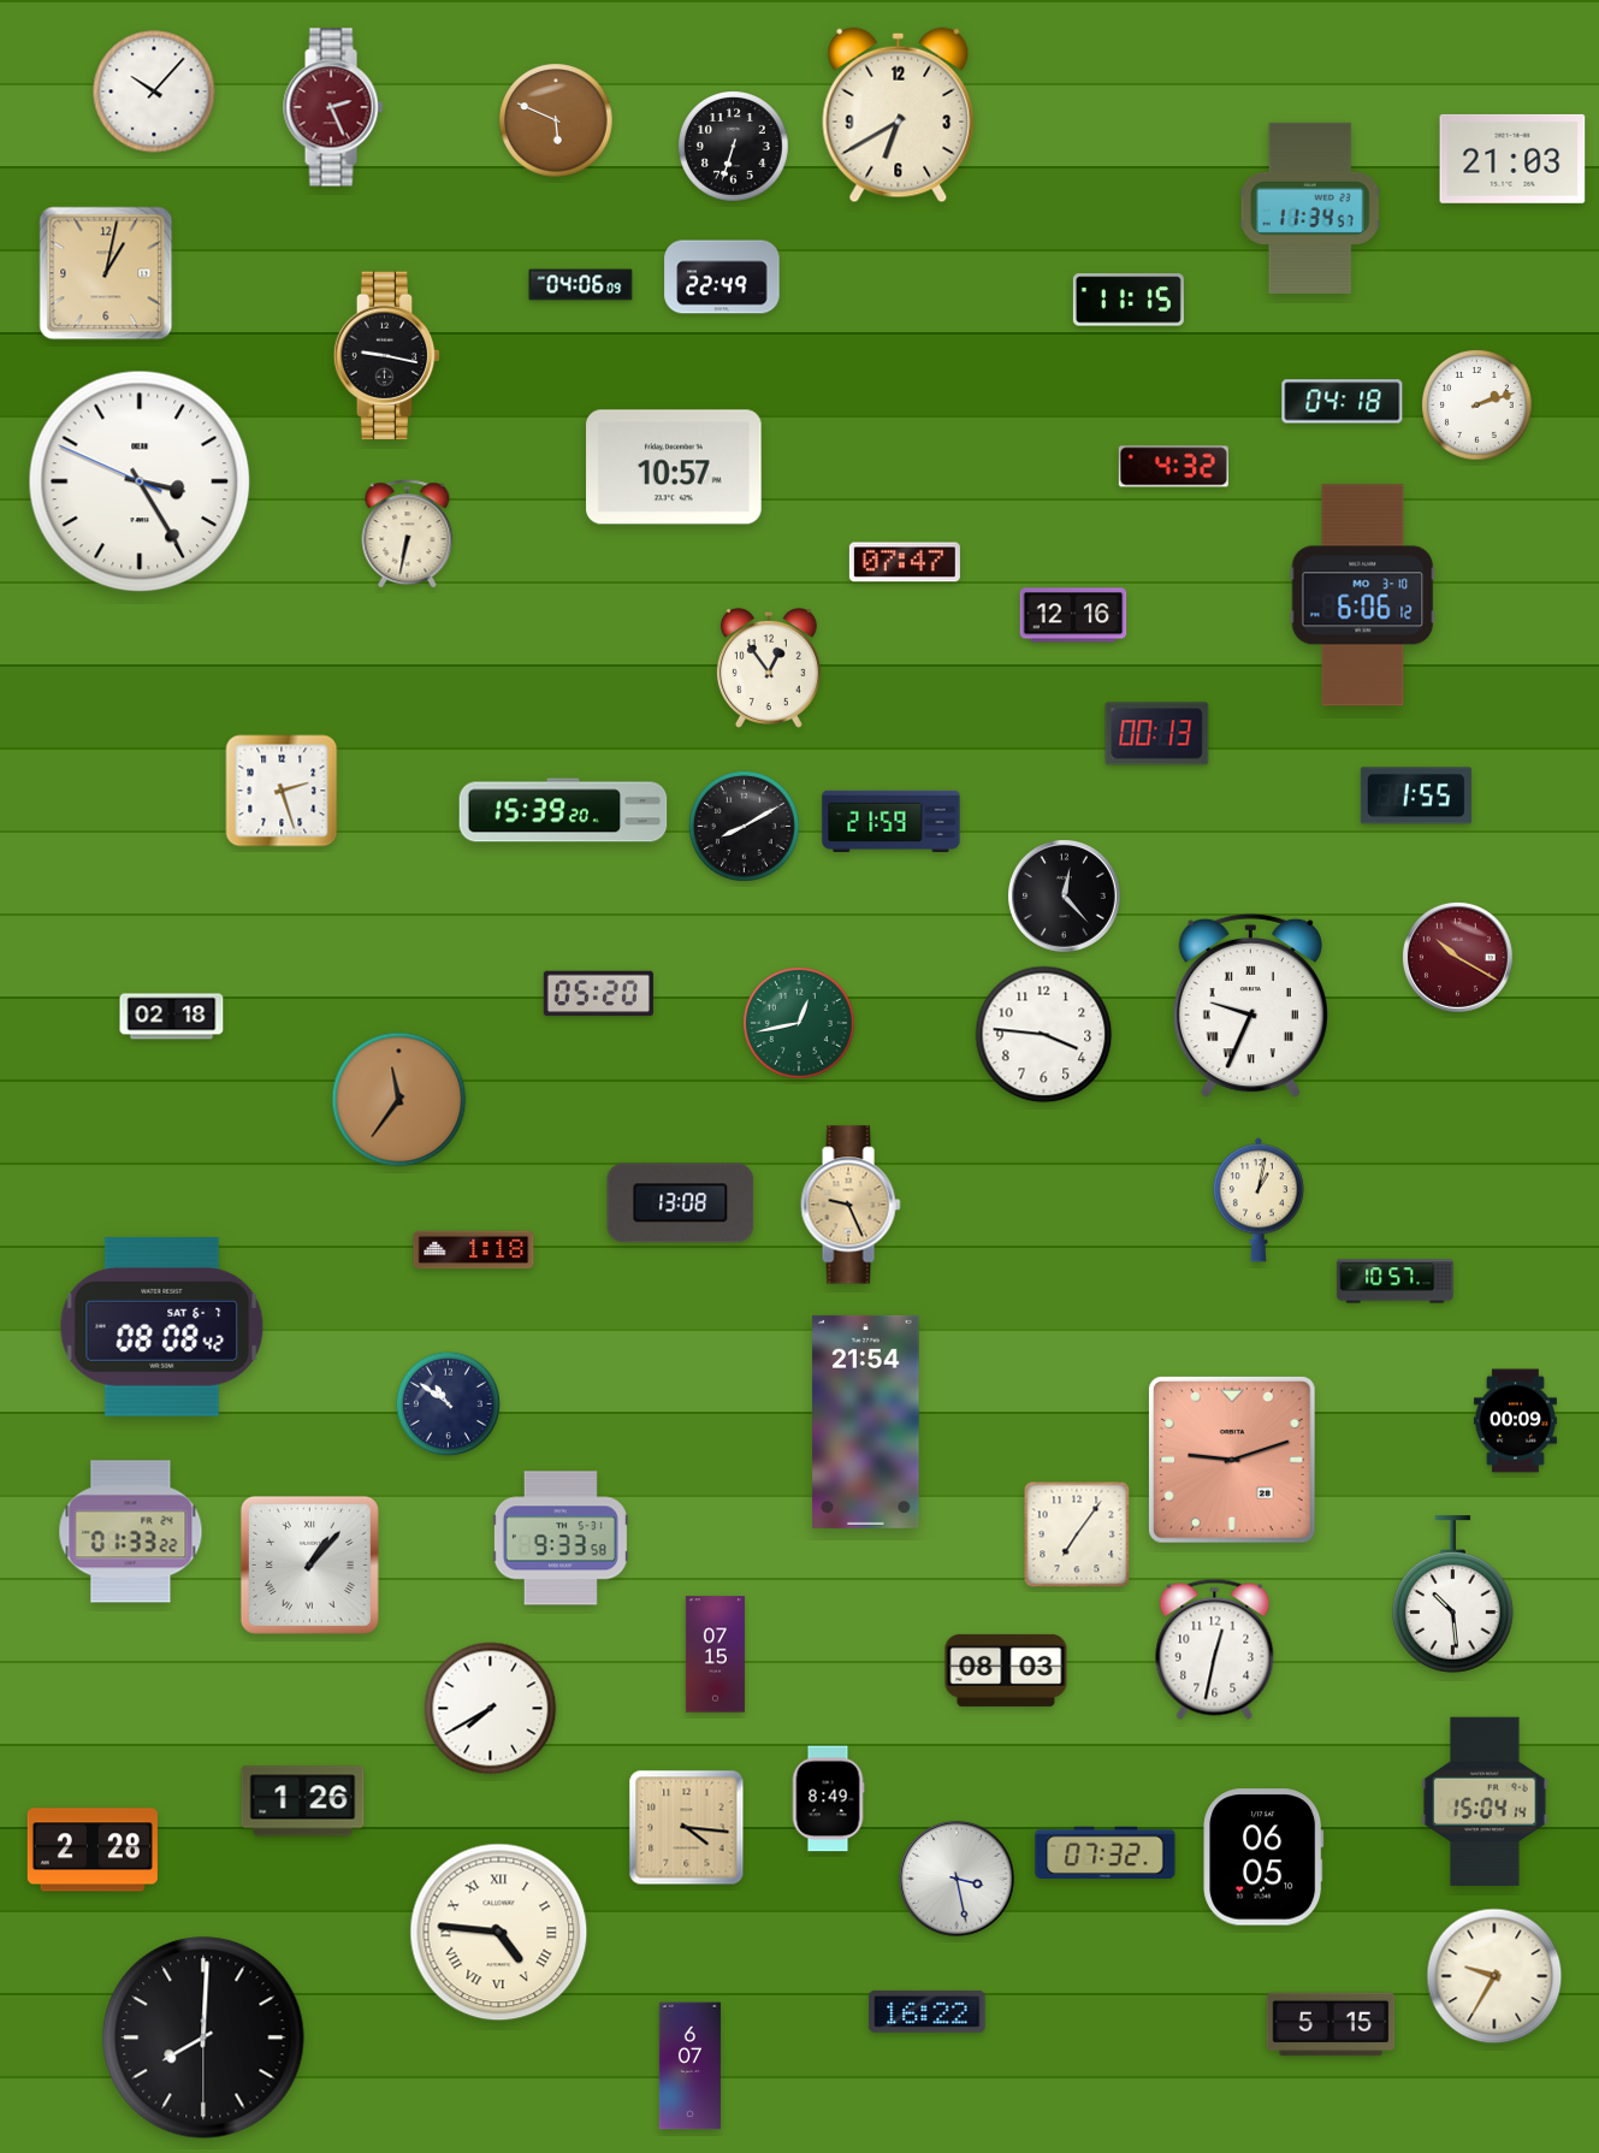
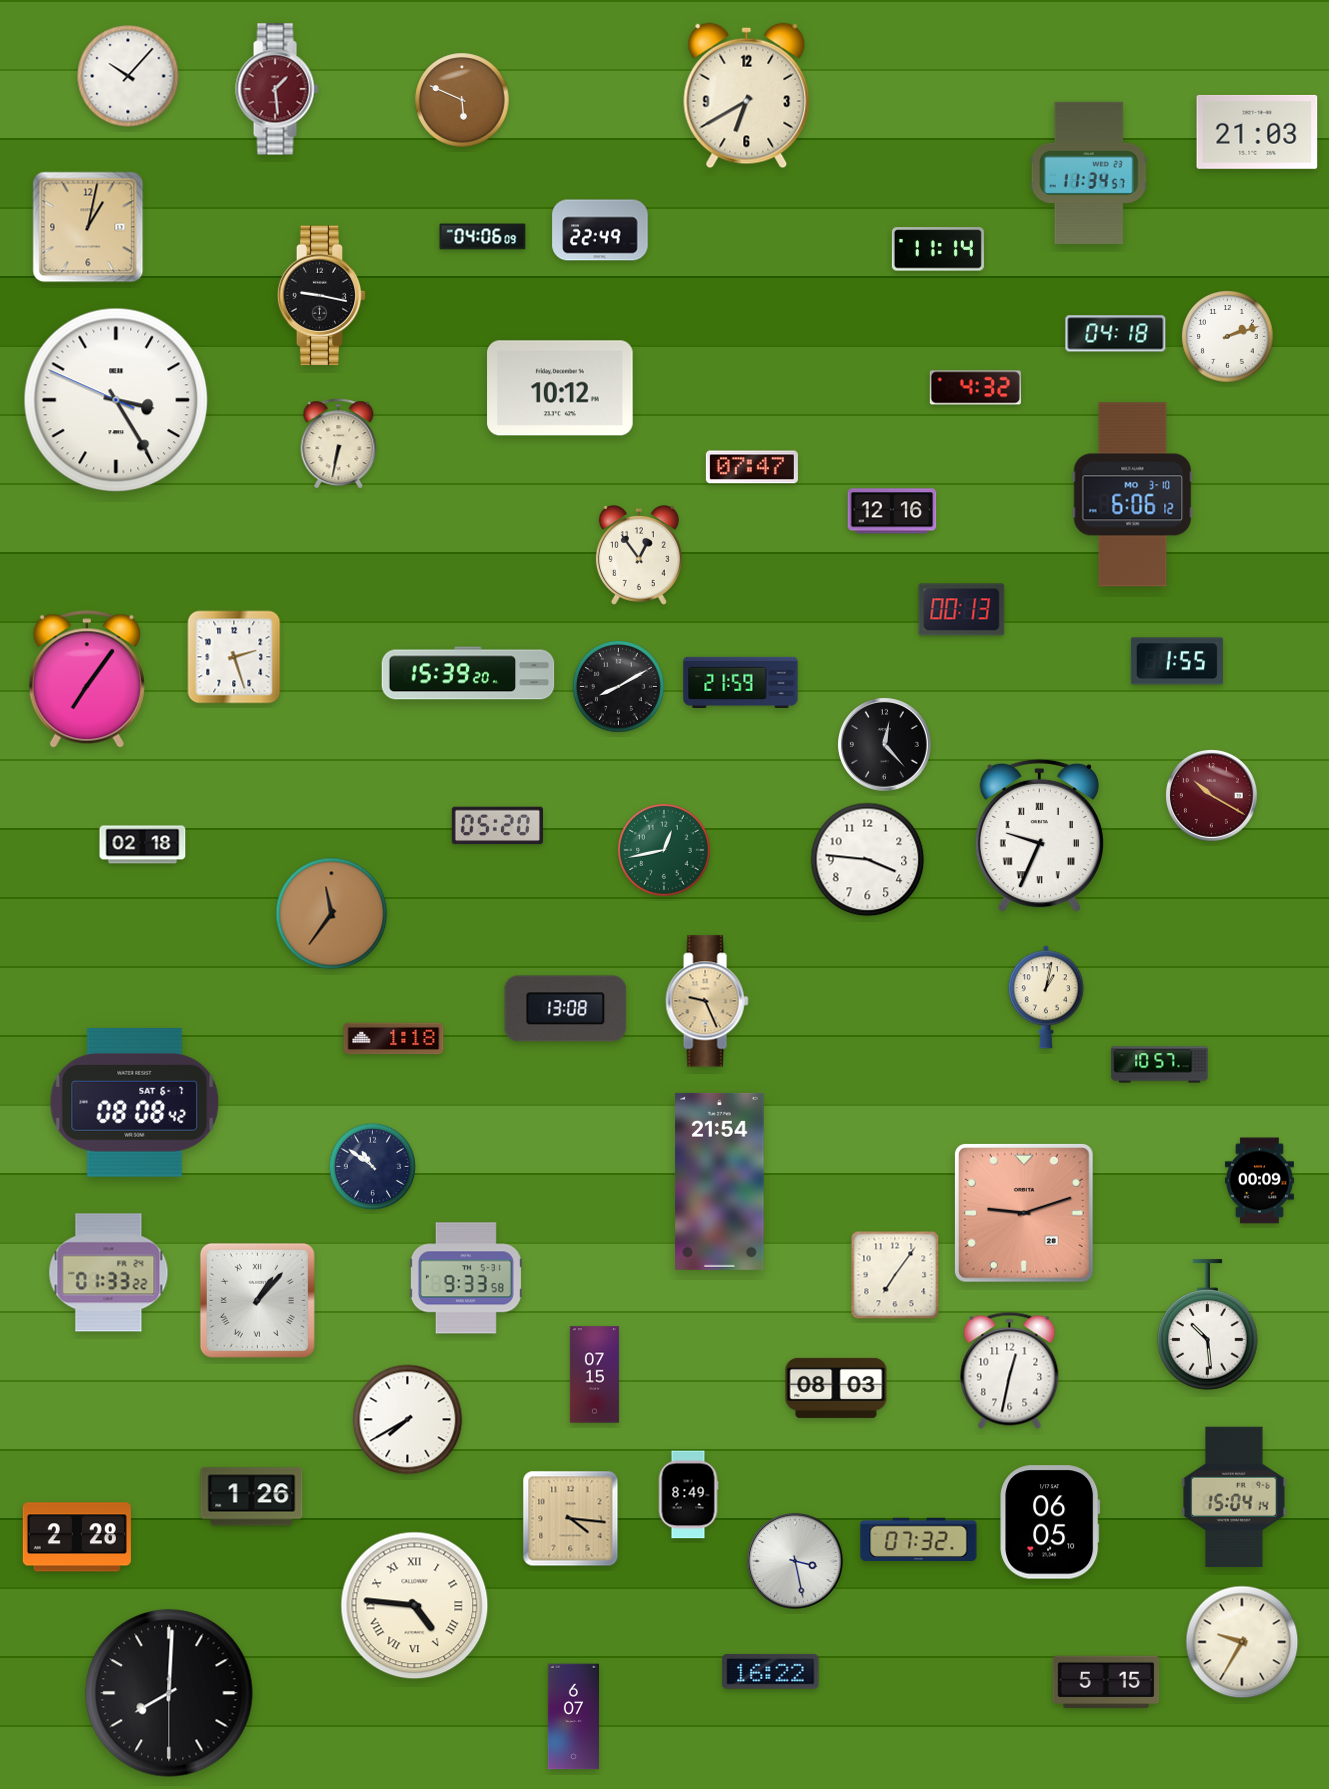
clock at (333, 107): 2:26 -> 1:29
clock at (734, 147): 6:33 -> none
clock at (1129, 300): 11:15 -> 11:14
clock at (674, 467): 10:57 -> 10:12
clock at (87, 679): none -> 7:06
clock at (681, 1203) position: (681, 1203) -> (566, 1009)
clock at (1263, 1857) position: (1263, 1857) -> (1050, 1522)
